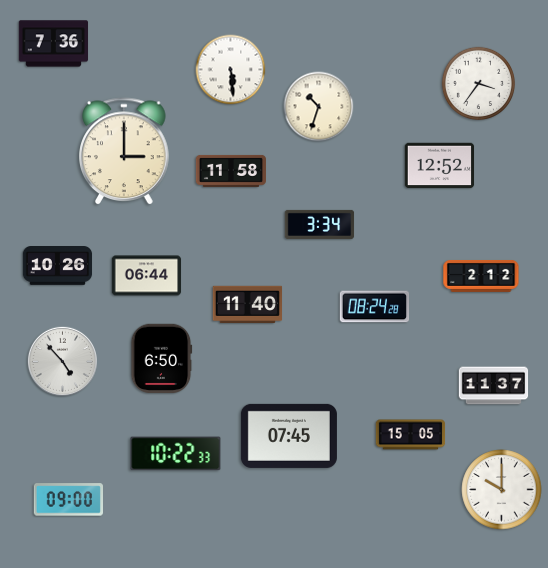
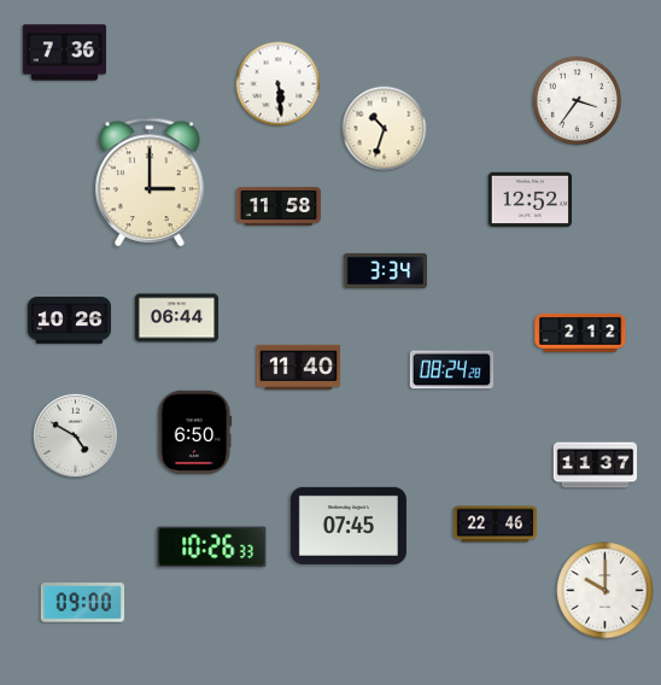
clock at (147, 276) position: (147, 276) -> (177, 318)
clock at (62, 361): 4:53 -> 4:50
clock at (411, 435): 15:05 -> 22:46
clock at (176, 454): 10:22 -> 10:26
